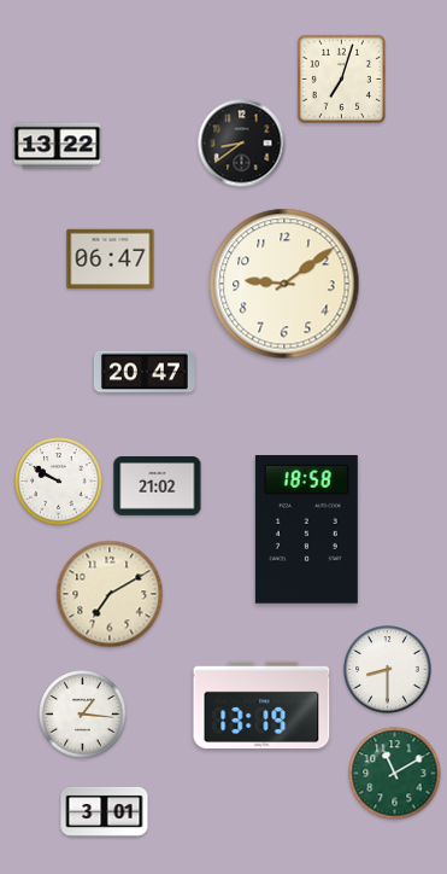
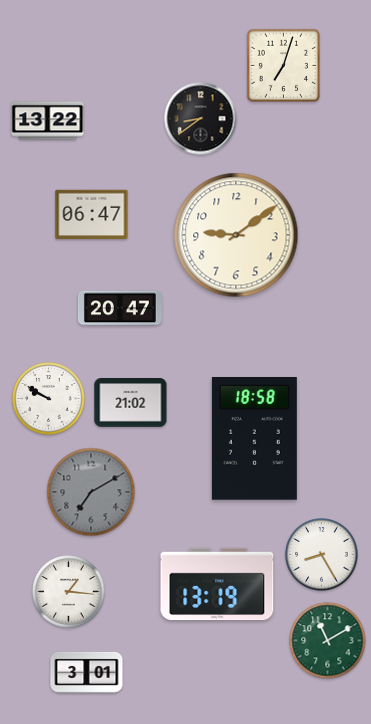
clock at (110, 594) dial: cream -> grey
clock at (388, 670): 8:30 -> 8:25
